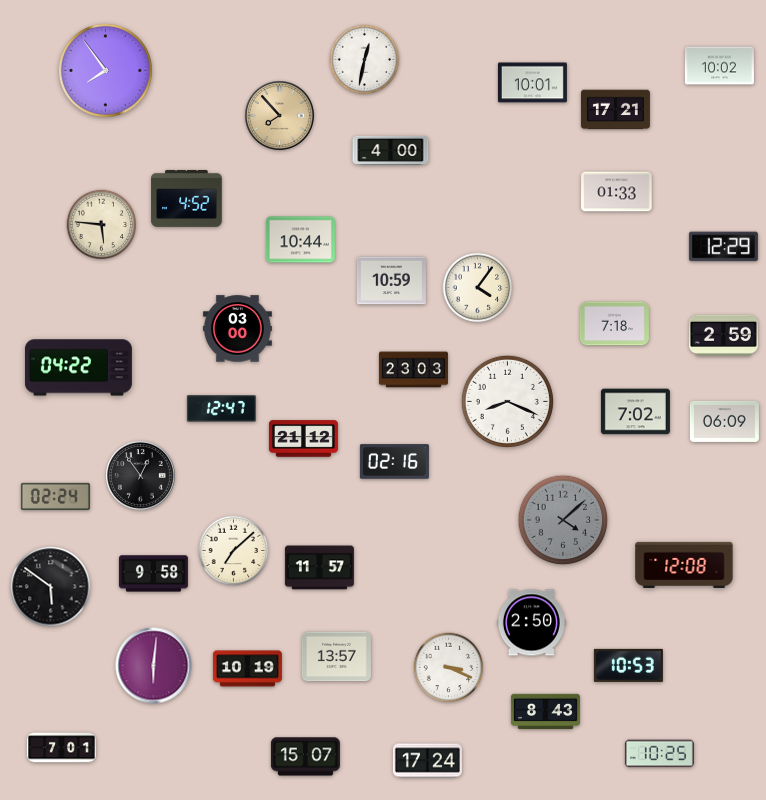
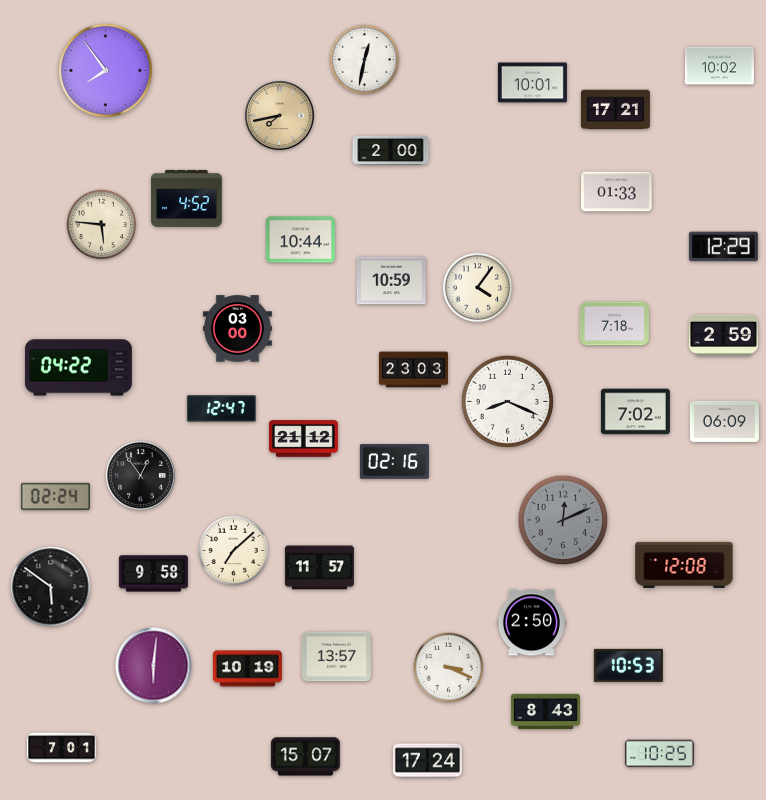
clock at (280, 116): 7:53 -> 7:43
clock at (391, 150): 4:00 -> 2:00
clock at (563, 520): 4:08 -> 12:11
